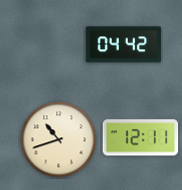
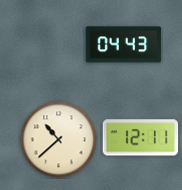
clock at (124, 45): 04:42 -> 04:43
clock at (59, 140): 10:42 -> 10:38
